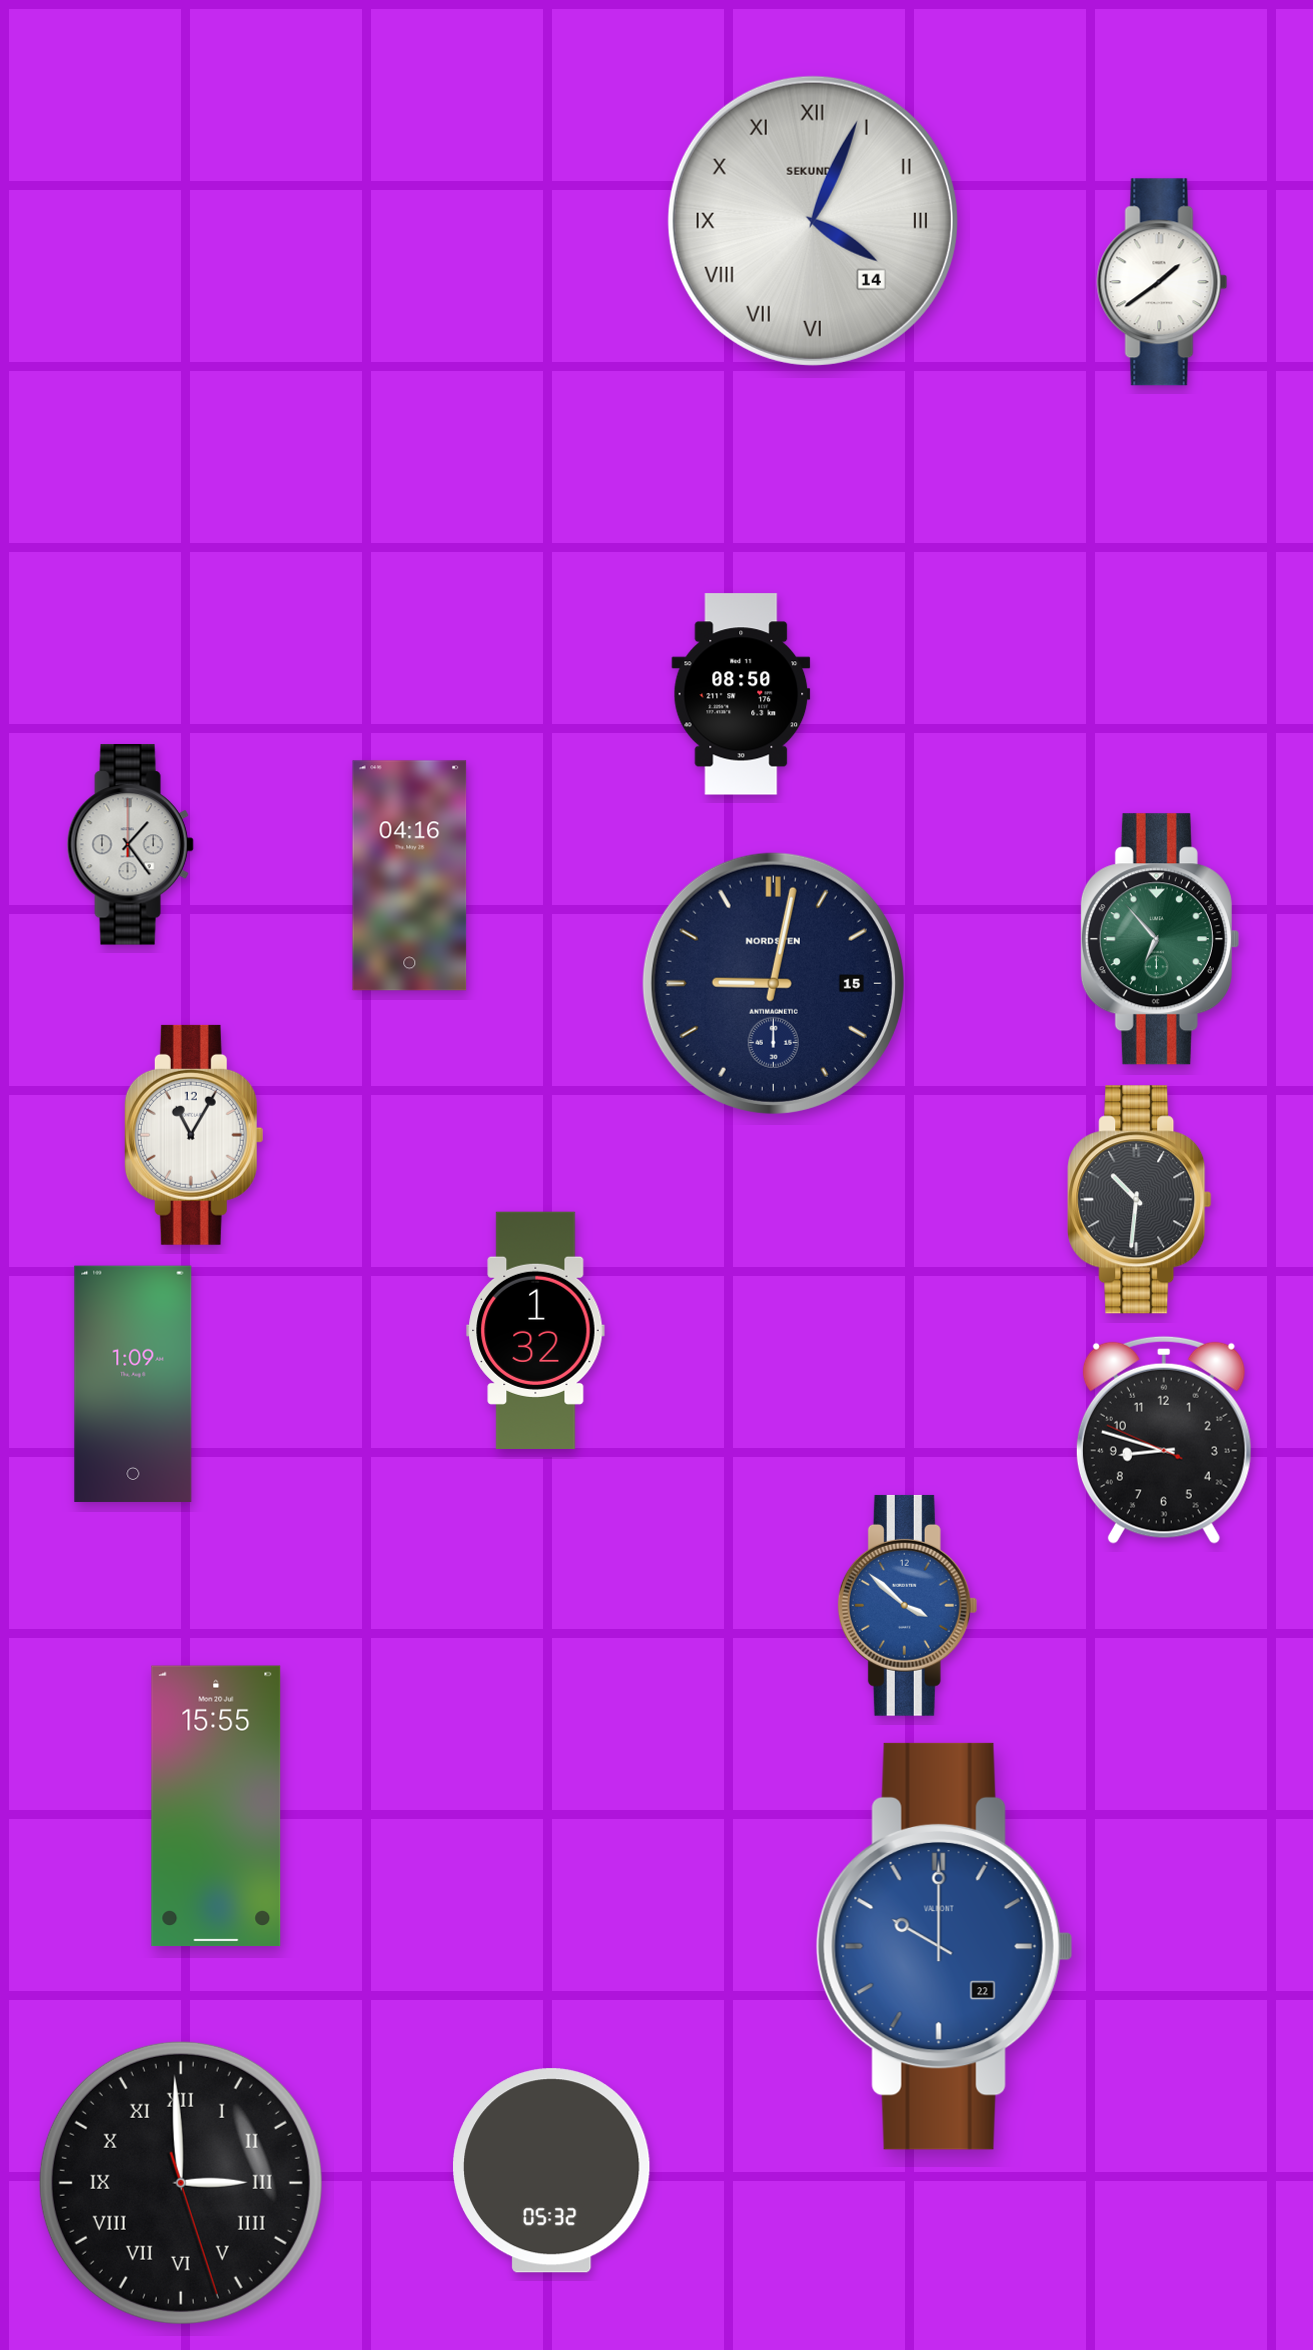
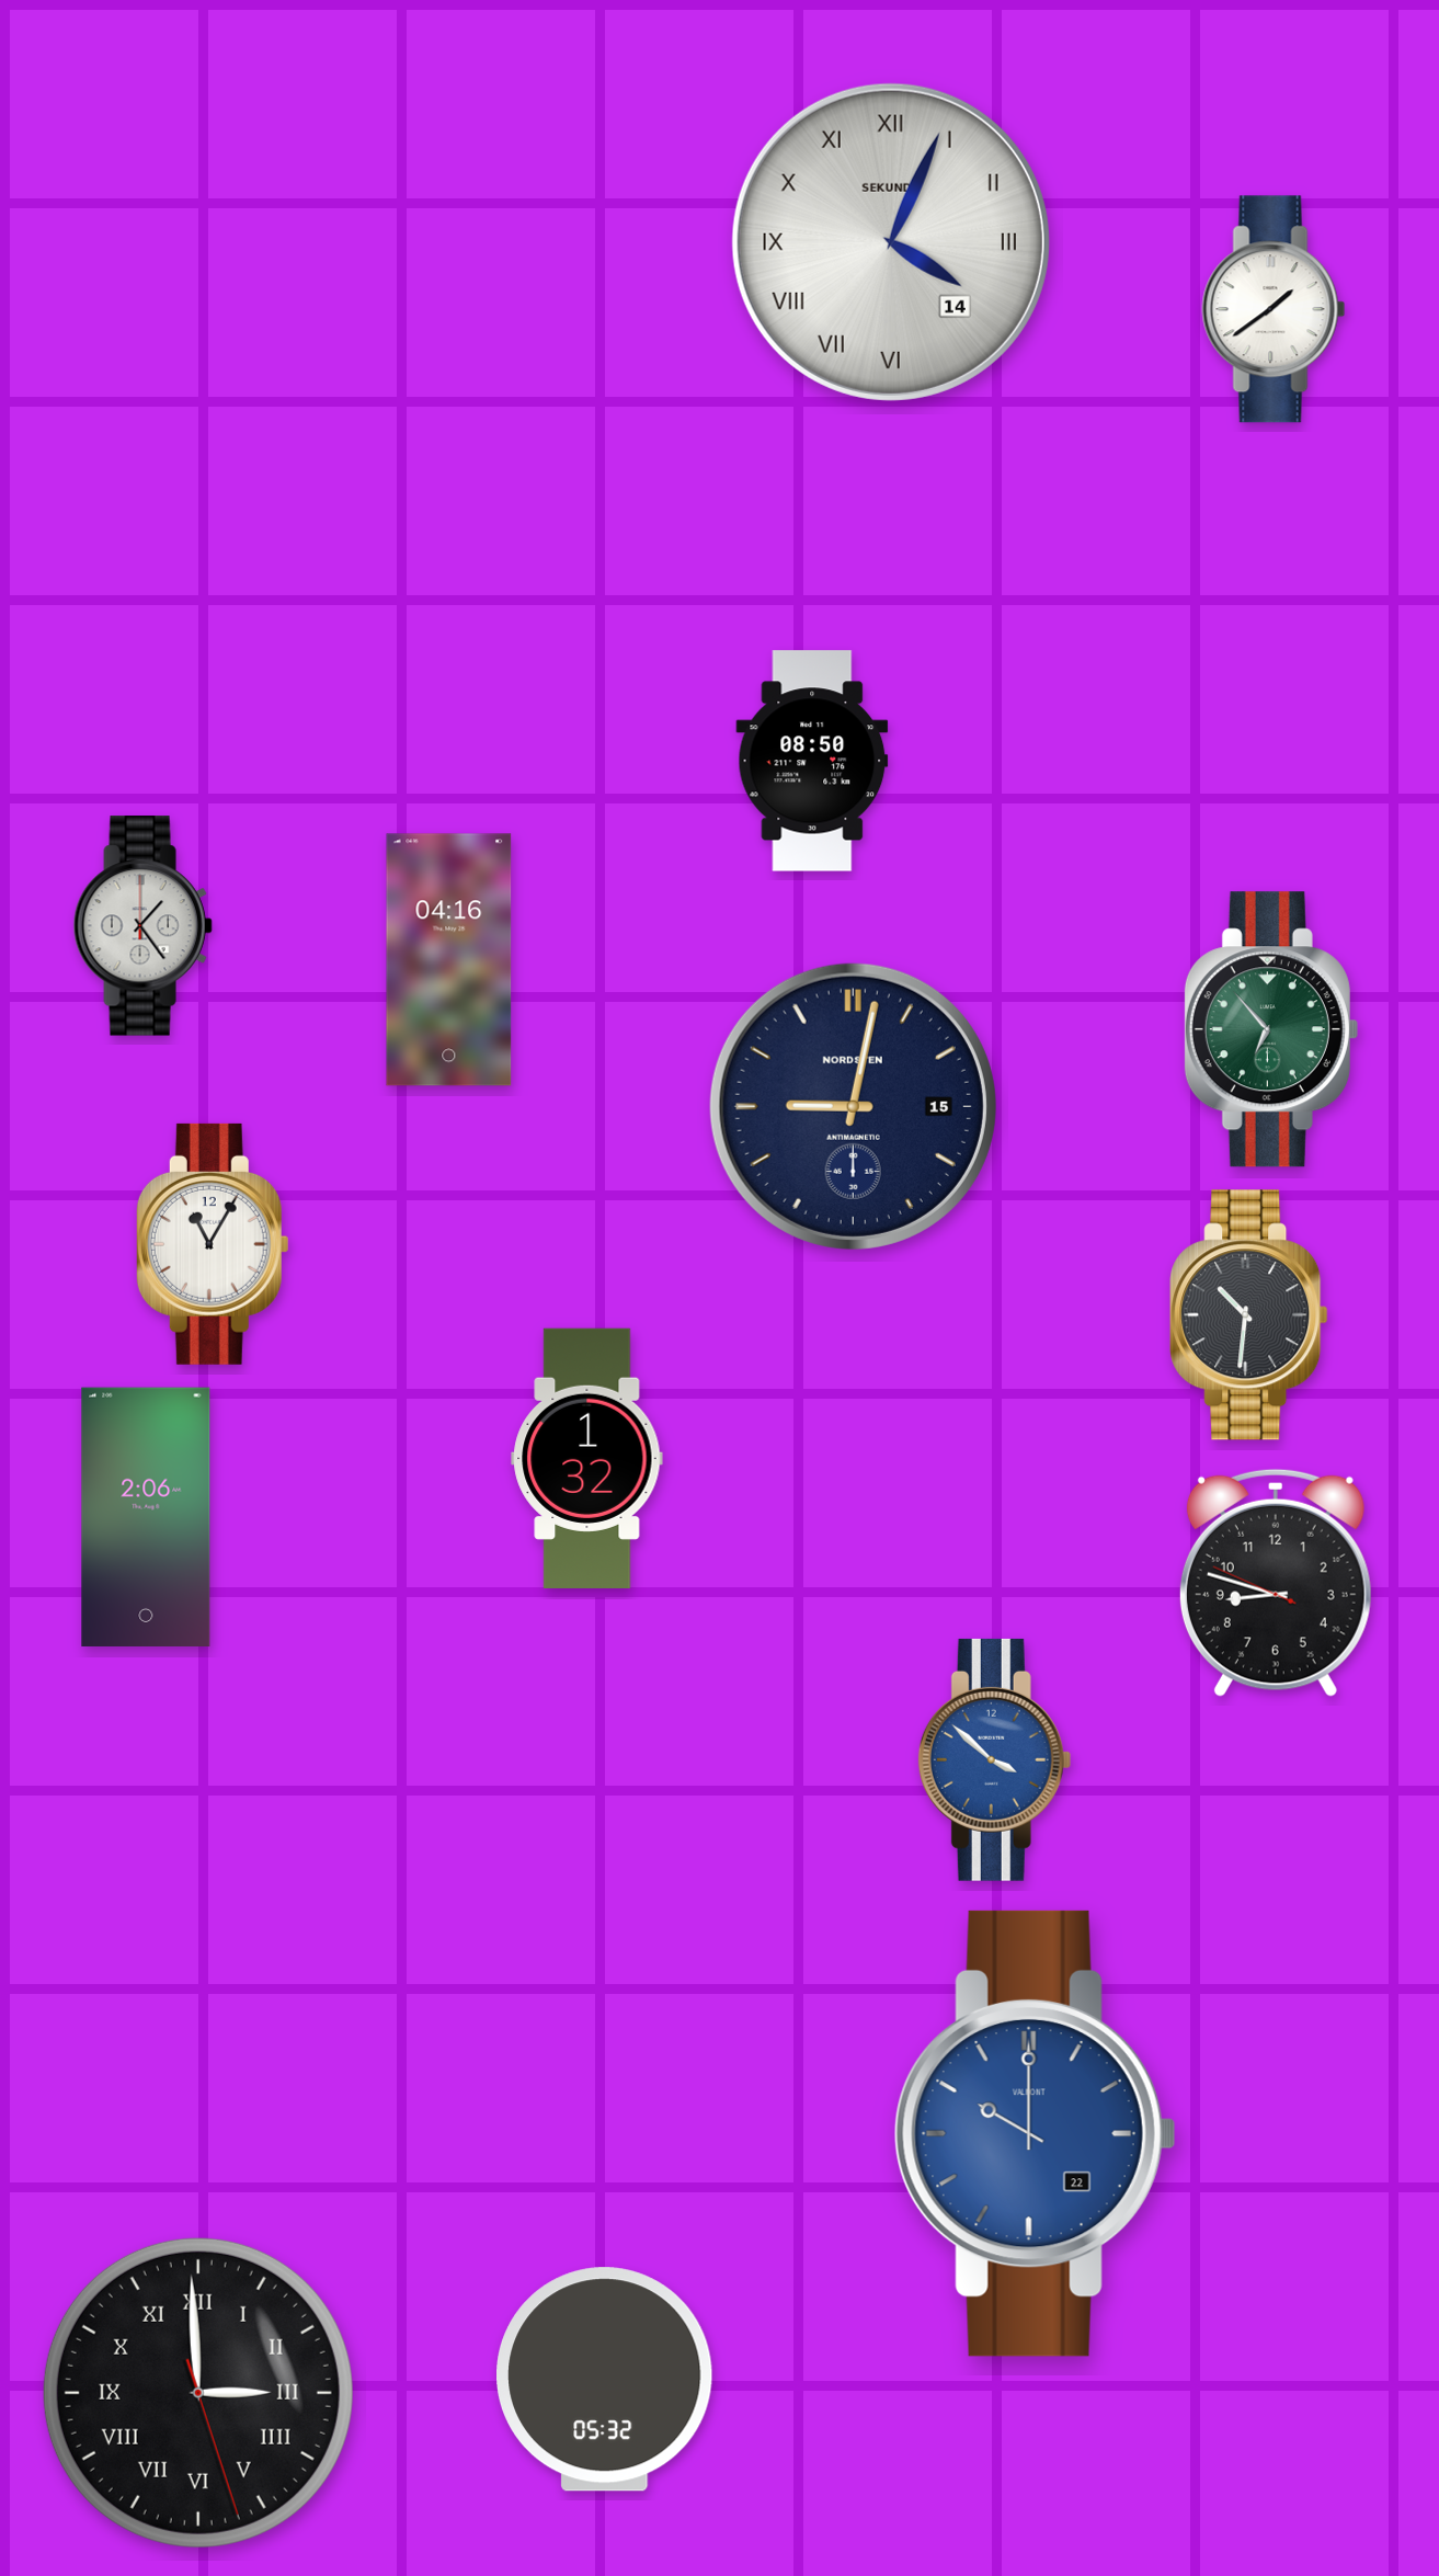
clock at (773, 983) position: (773, 983) -> (853, 1106)
clock at (133, 1384): 1:09 -> 2:06
clock at (1164, 1440) position: (1164, 1440) -> (1276, 1583)
clock at (216, 1806): 15:55 -> none
